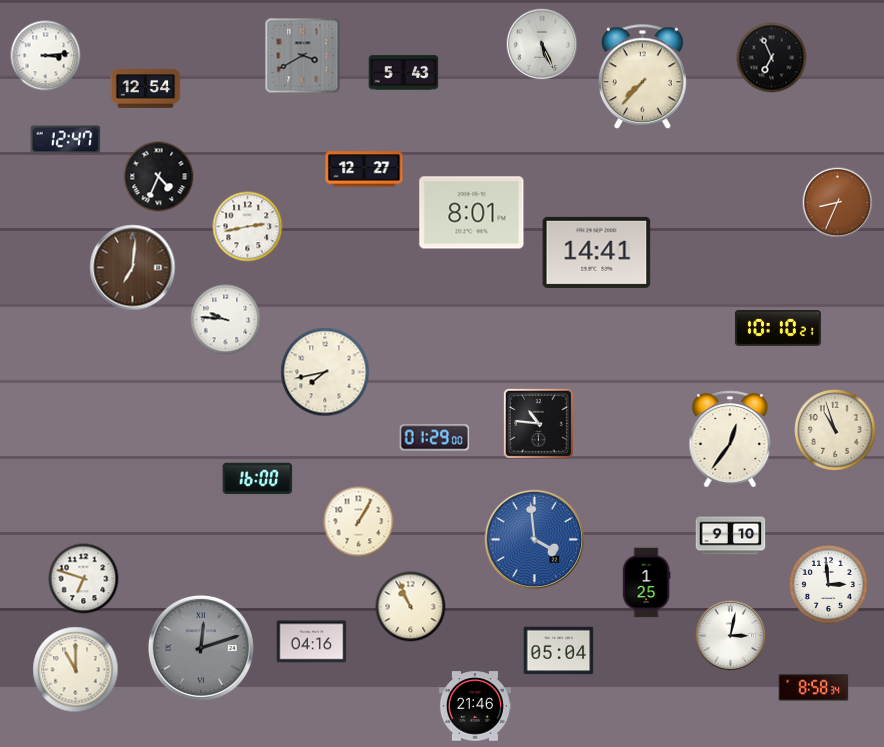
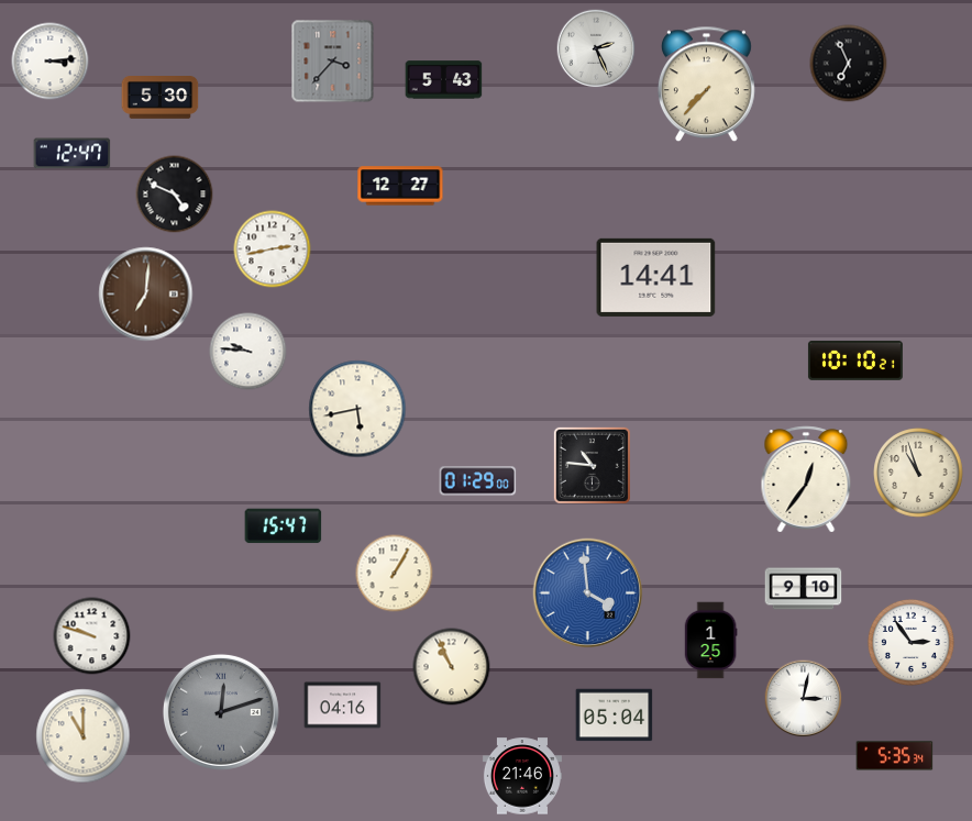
clock at (542, 44): 5:26 -> 2:26
clock at (303, 56): 3:40 -> 3:37
clock at (146, 89): 12:54 -> 5:30
clock at (159, 177): 4:34 -> 4:49
clock at (838, 203): 8:34 -> none
clock at (472, 213): 8:01 -> none
clock at (325, 372): 7:43 -> 5:43
clock at (730, 439) position: (730, 439) -> (806, 479)
clock at (258, 479): 16:00 -> 15:47
clock at (84, 579): 6:48 -> 9:48
clock at (828, 584): 2:59 -> 2:54
clock at (814, 688): 8:58 -> 5:35
